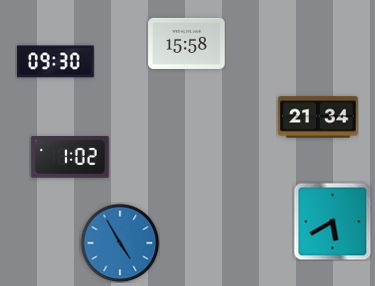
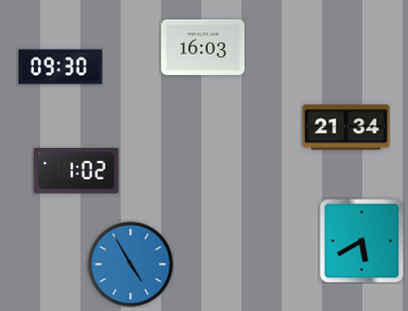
clock at (187, 43): 15:58 -> 16:03
